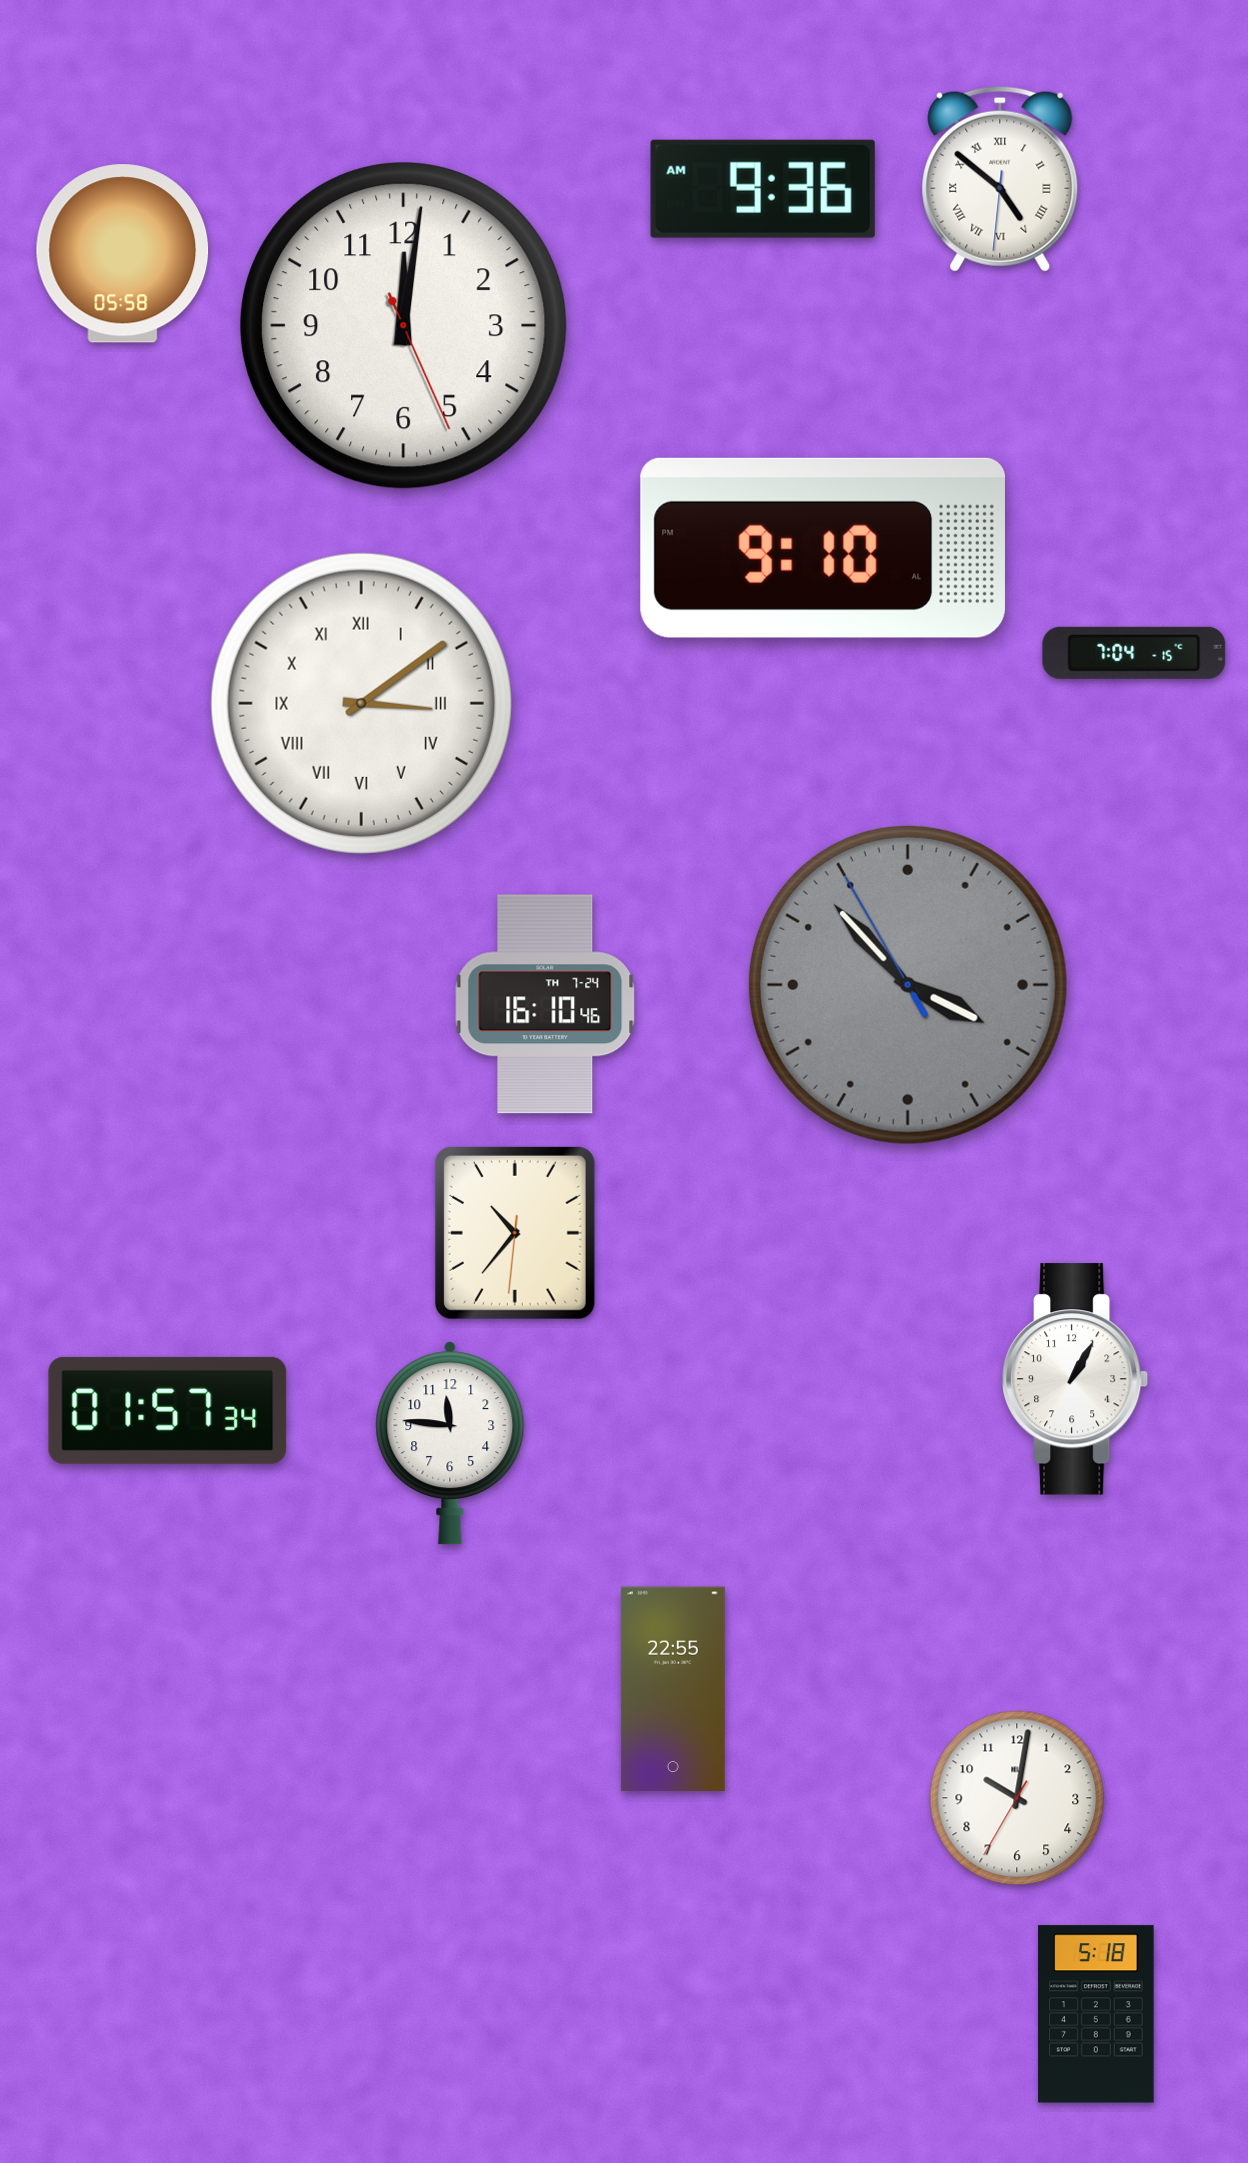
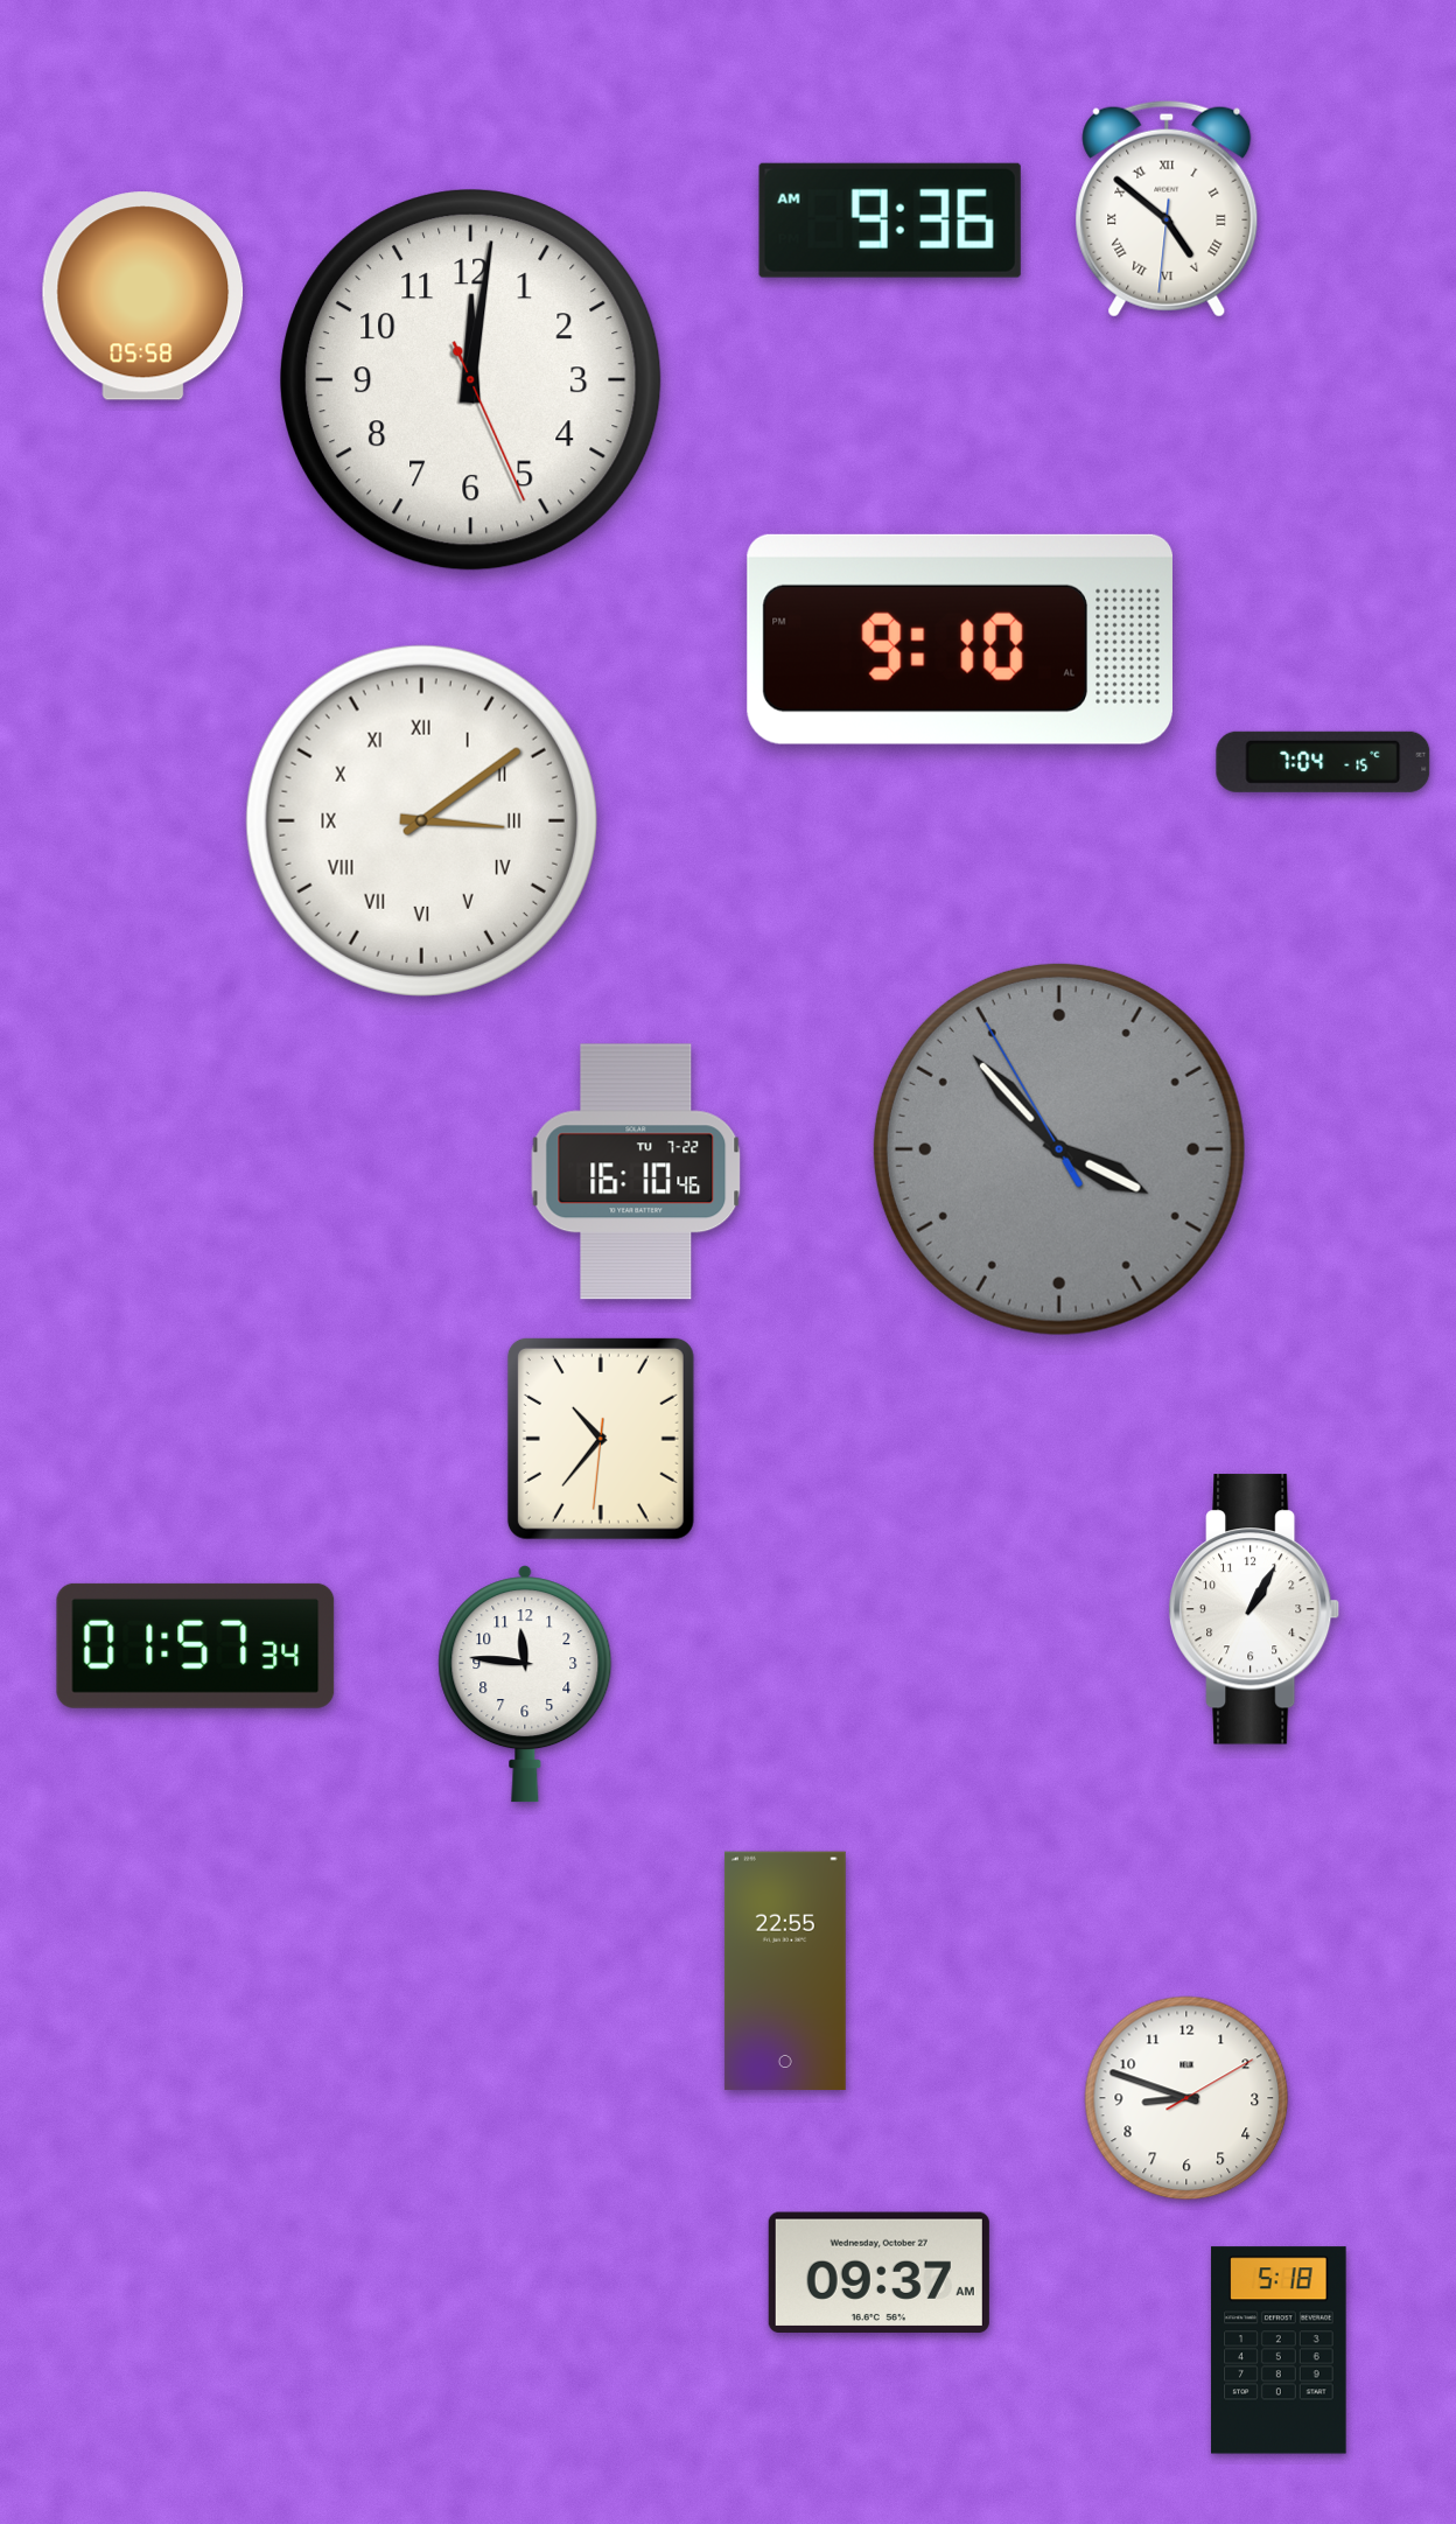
clock at (545, 1004) date: TH 7-24 -> TU 7-22
clock at (1017, 1798): 10:01 -> 8:48
clock at (878, 2272): none -> 09:37
